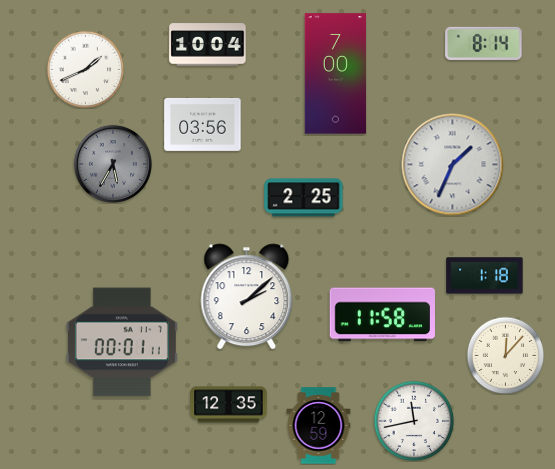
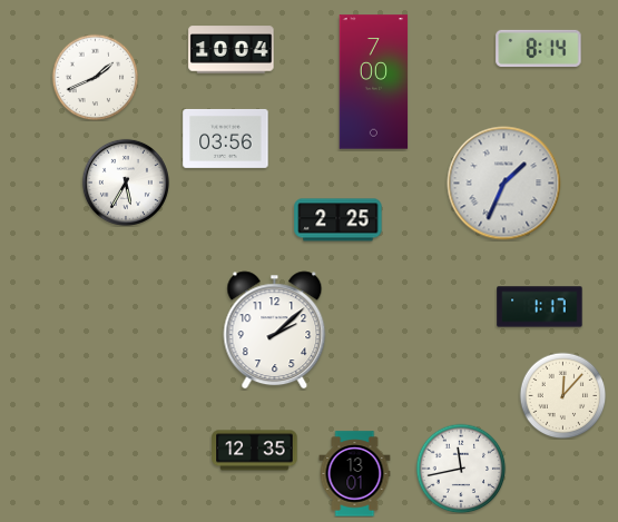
clock at (113, 164) dial: grey -> white
clock at (485, 276): 1:18 -> 1:17
clock at (382, 315): 11:58 -> none
clock at (122, 342): 00:01 -> none
clock at (319, 426): 12:59 -> 13:01
